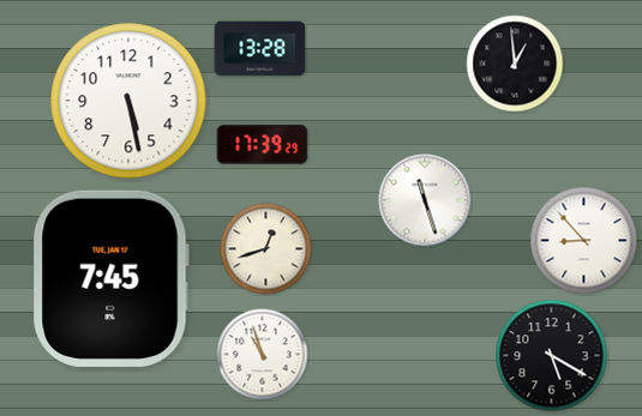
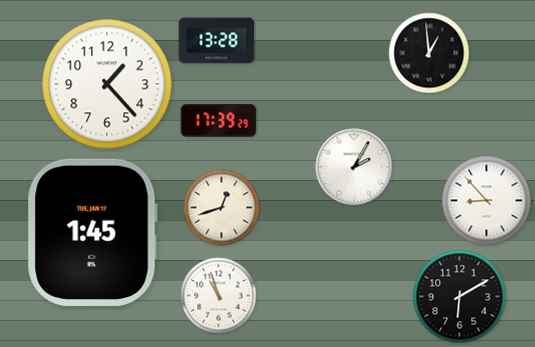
clock at (128, 101): 5:28 -> 1:23
clock at (425, 200): 11:27 -> 2:05
clock at (110, 278): 7:45 -> 1:45
clock at (552, 356): 5:20 -> 6:10
